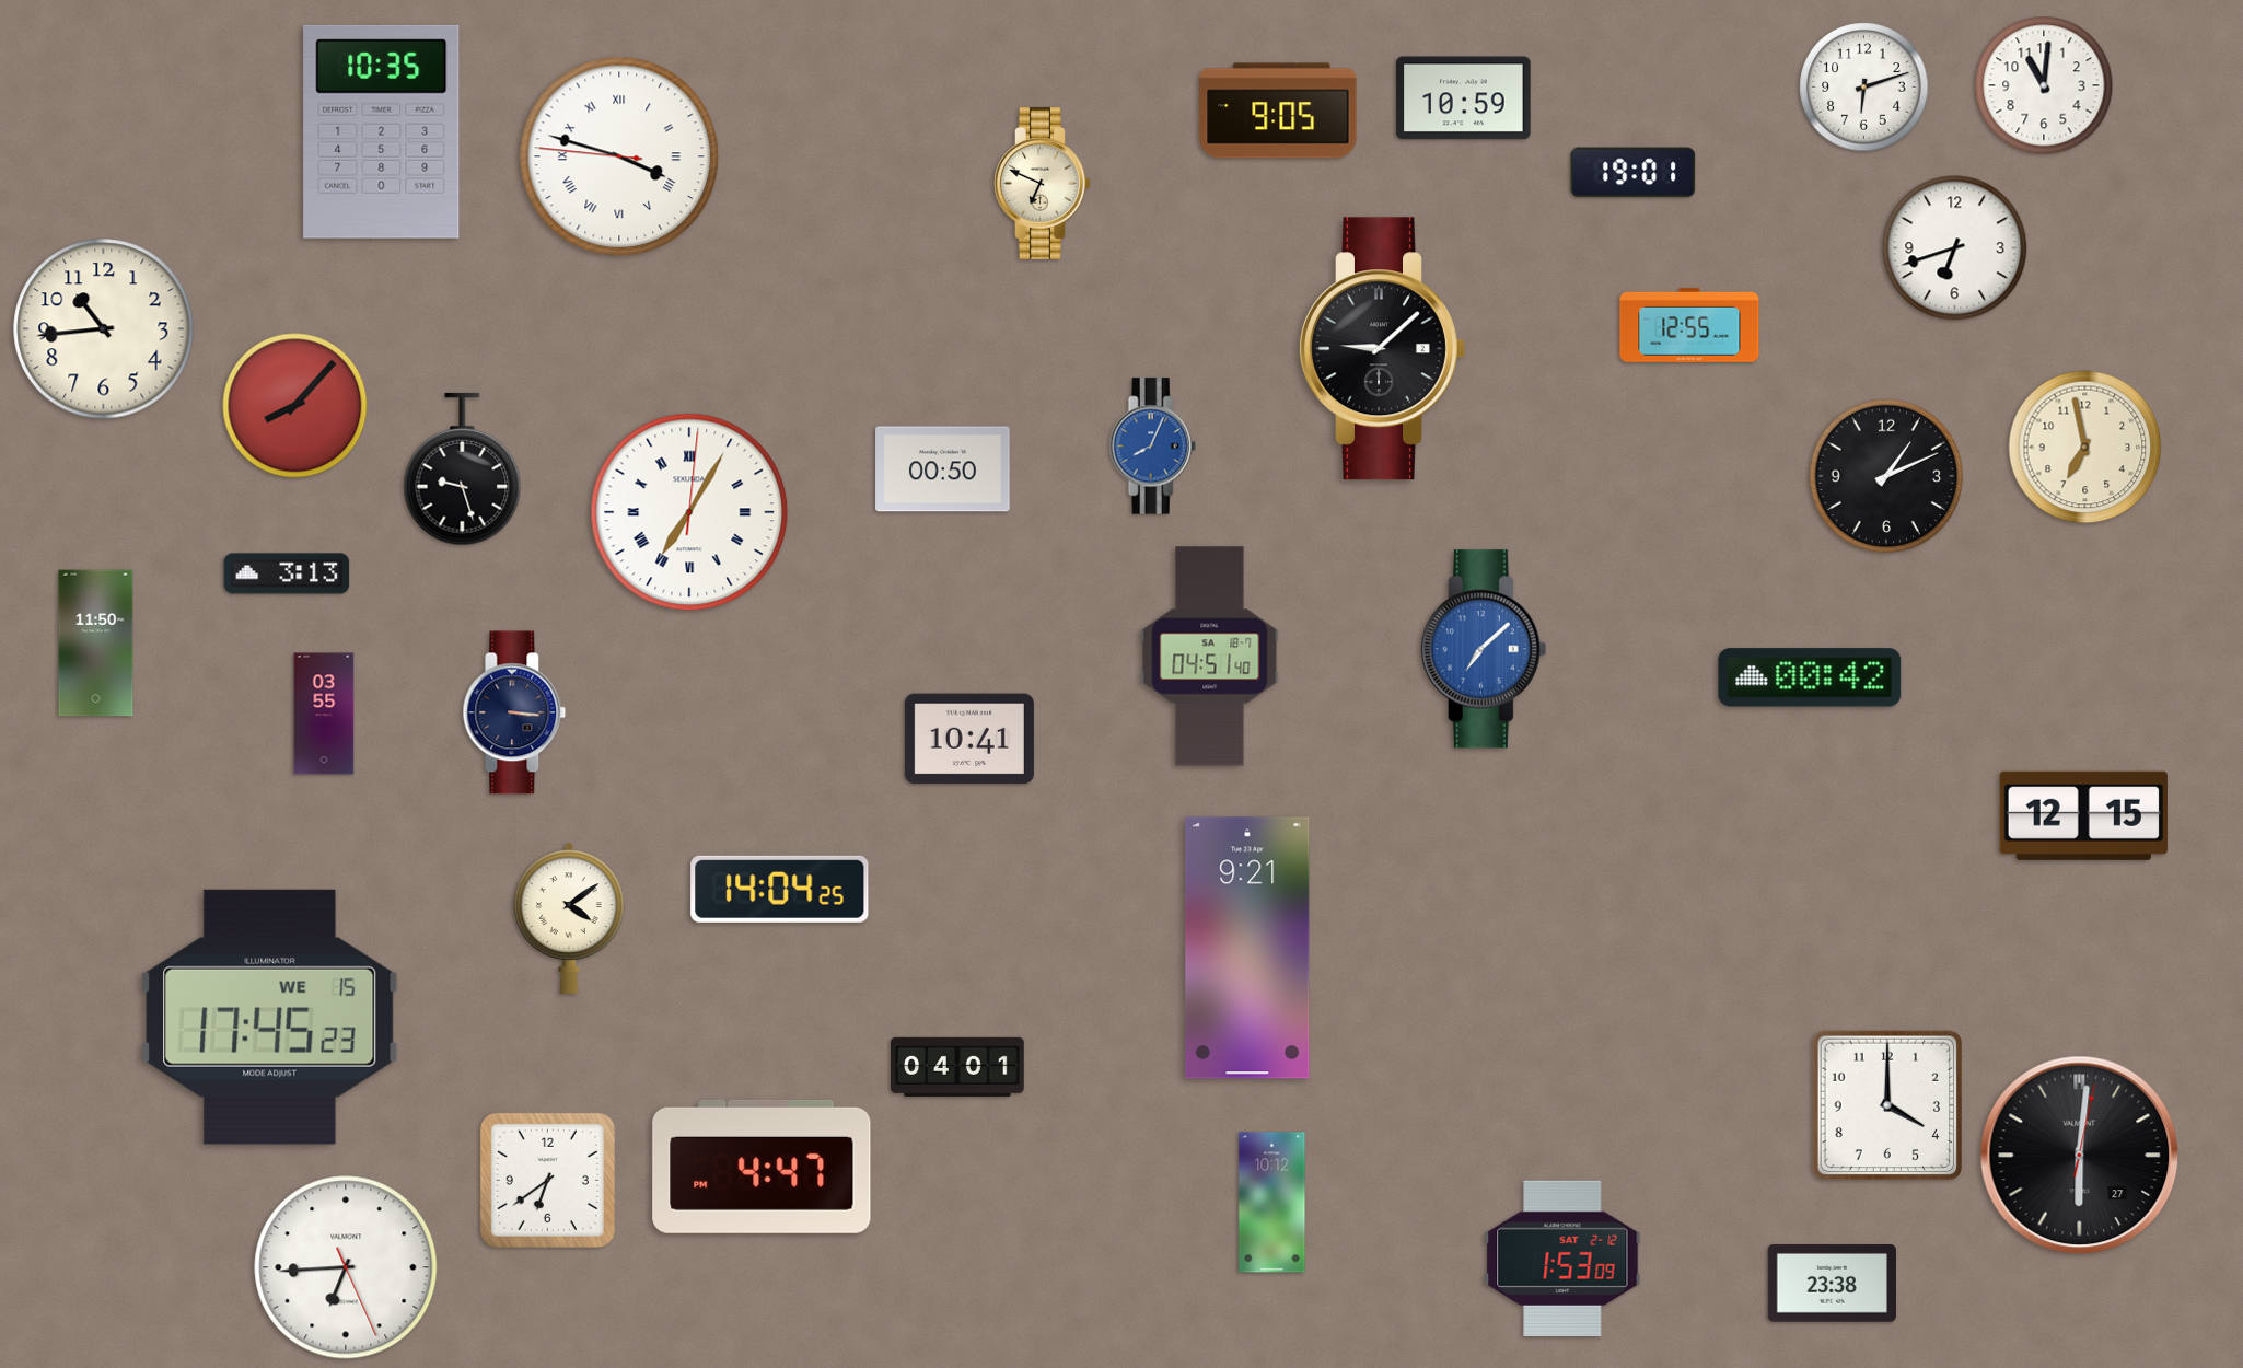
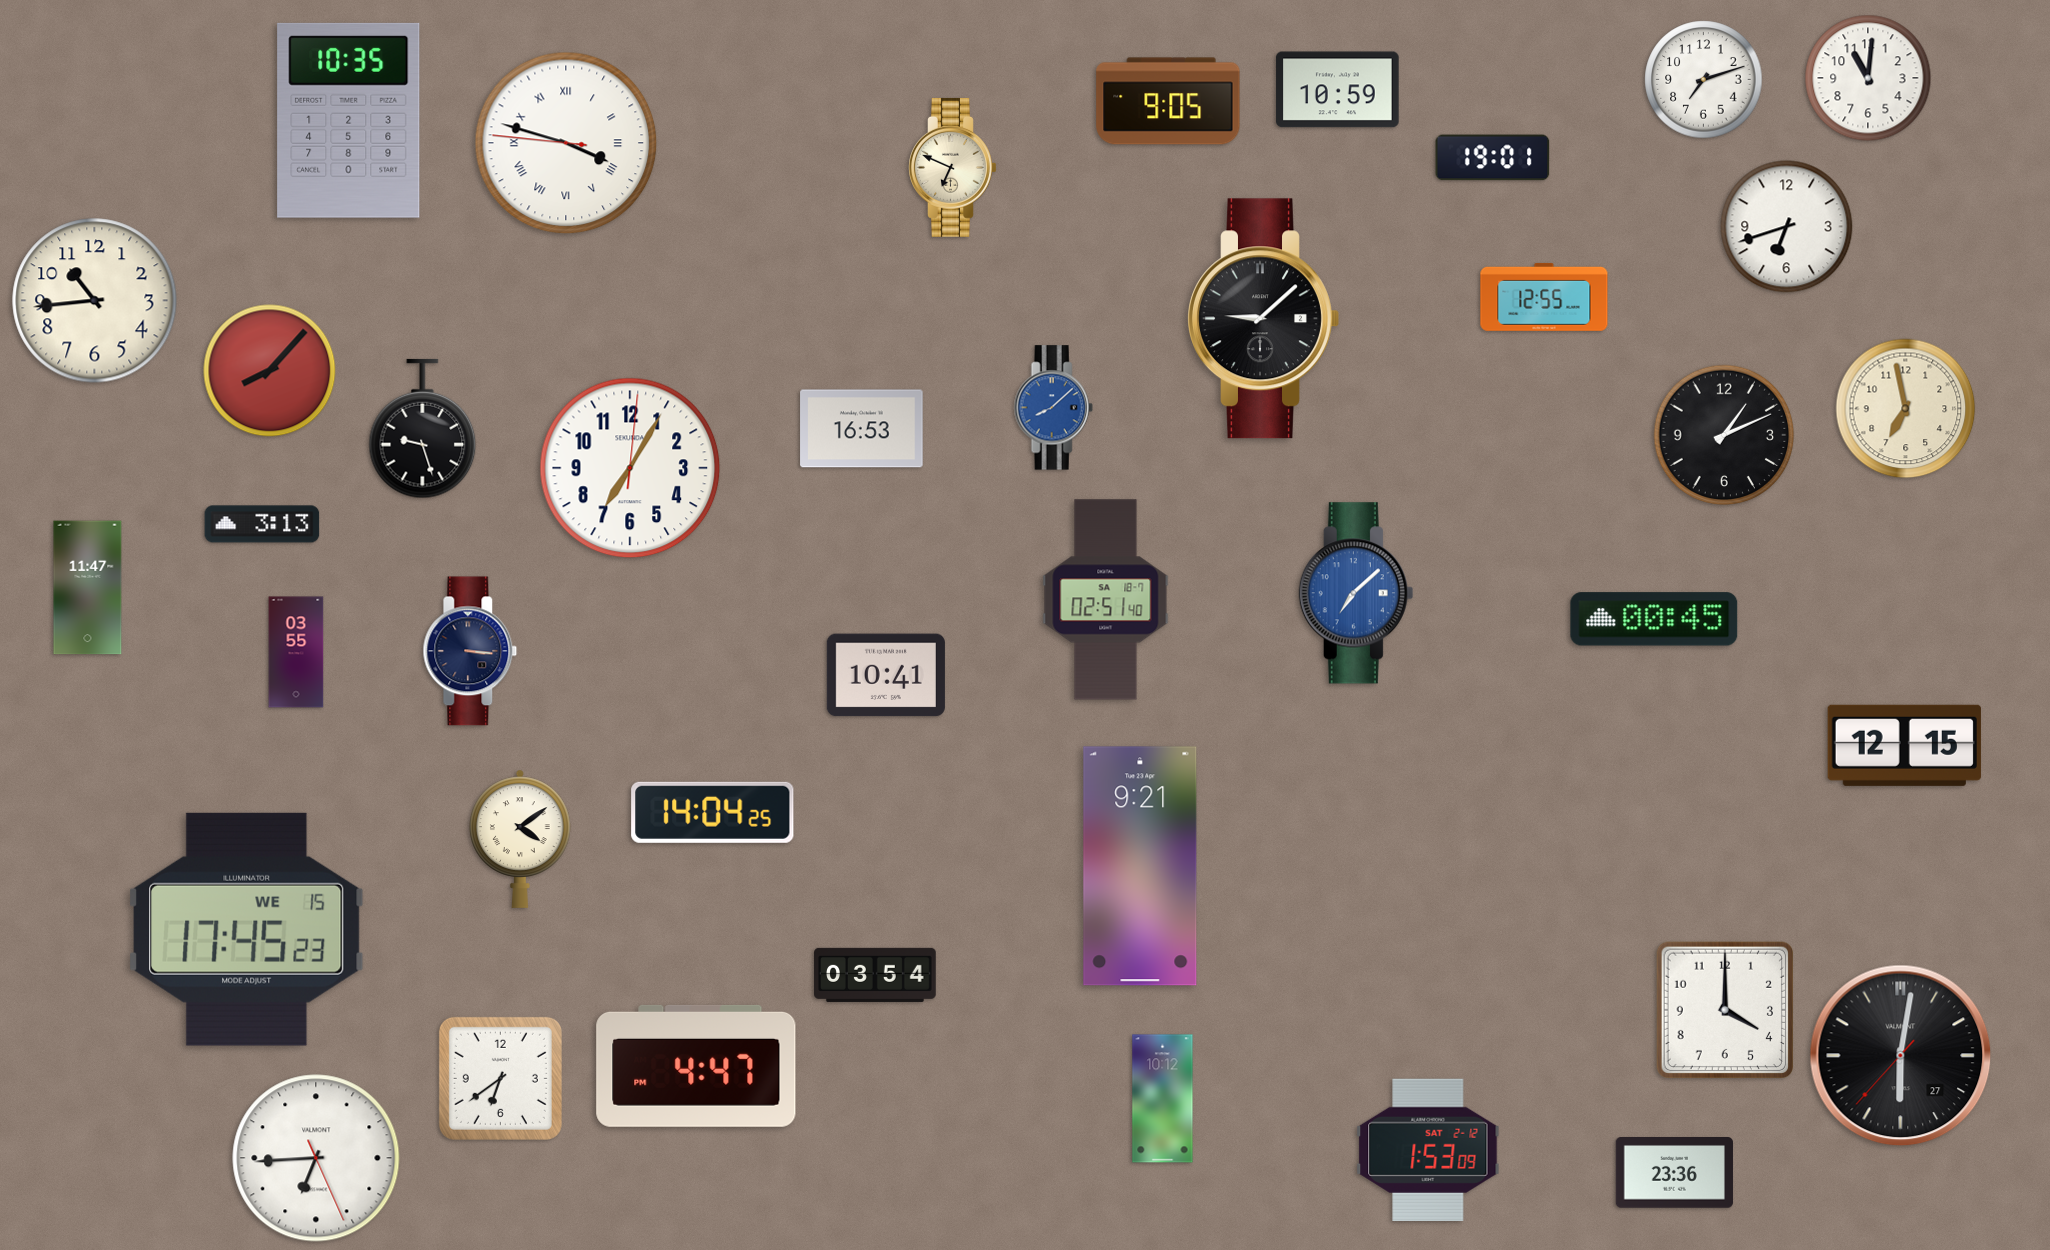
clock at (1864, 88): 6:12 -> 7:12
clock at (1152, 447): 8:04 -> 8:08
clock at (943, 469): 00:50 -> 16:53
clock at (689, 512) numerals: Roman -> Arabic
clock at (96, 644): 11:50 -> 11:47
clock at (1210, 657): 04:51 -> 02:51
clock at (1810, 677): 00:42 -> 00:45
clock at (957, 1067): 04:01 -> 03:54
clock at (2080, 1156): 6:01:02 -> 6:01:37
clock at (1832, 1284): 23:38 -> 23:36
